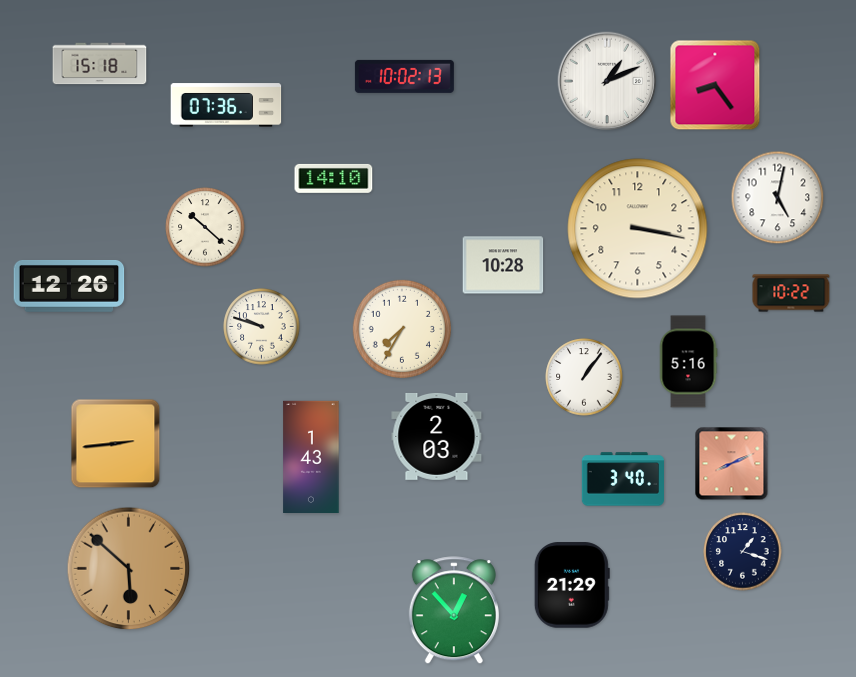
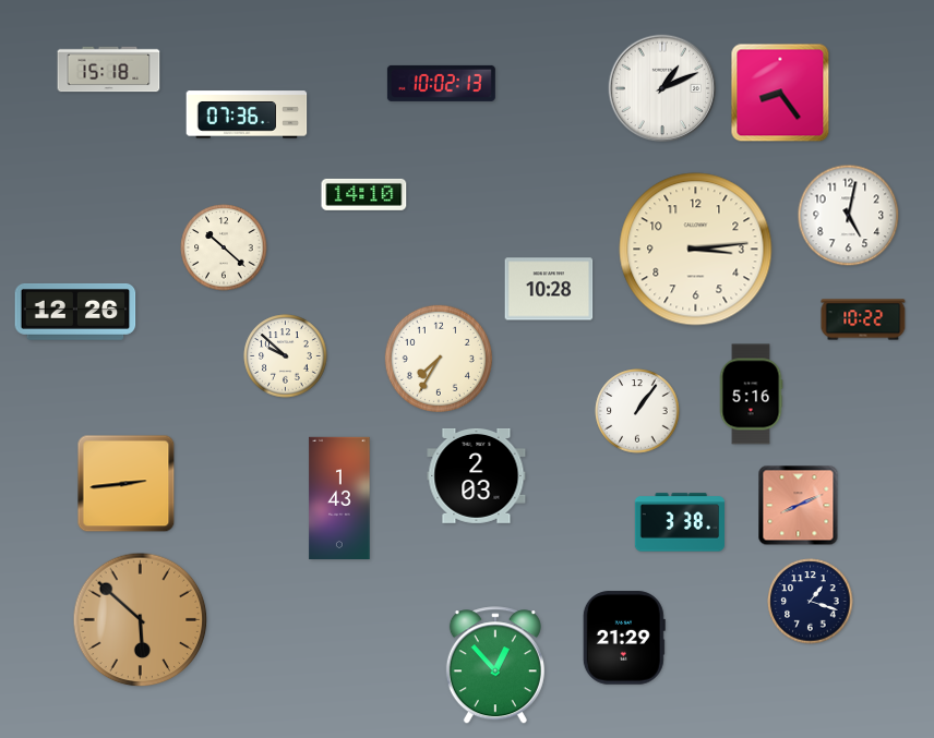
clock at (638, 229): 3:17 -> 3:14
clock at (262, 327): 9:48 -> 9:52
clock at (622, 479): 3:40 -> 3:38
